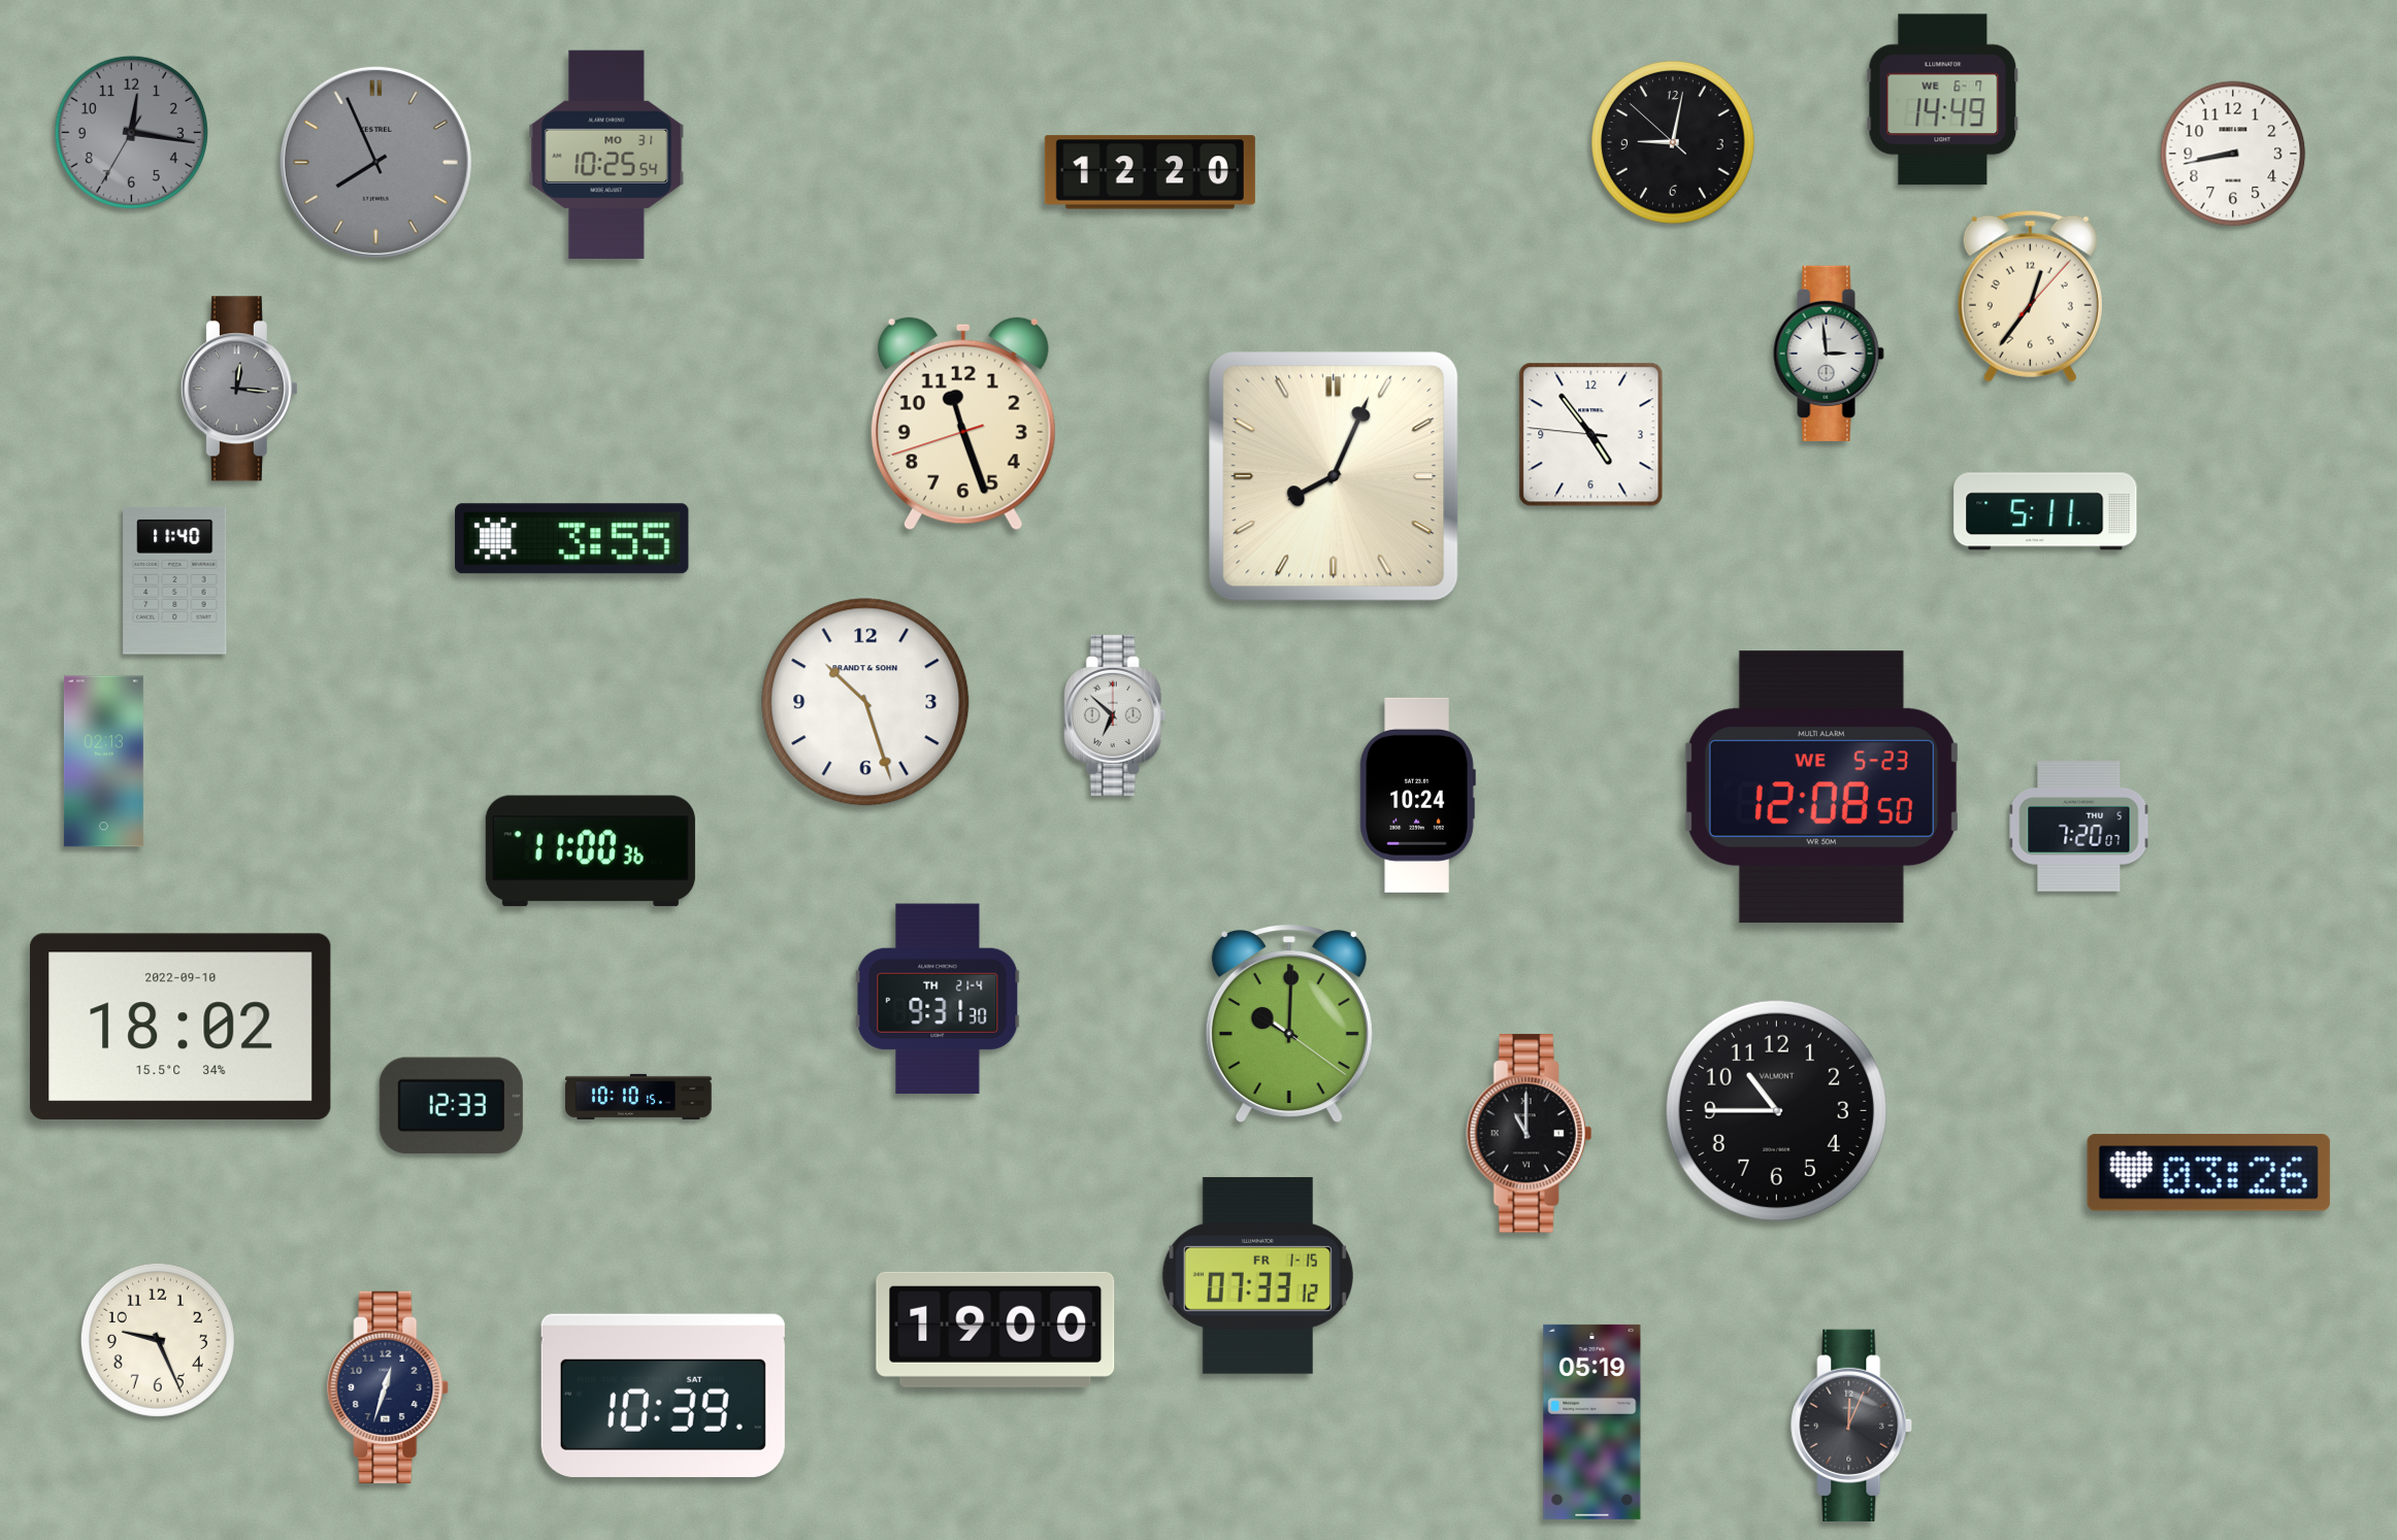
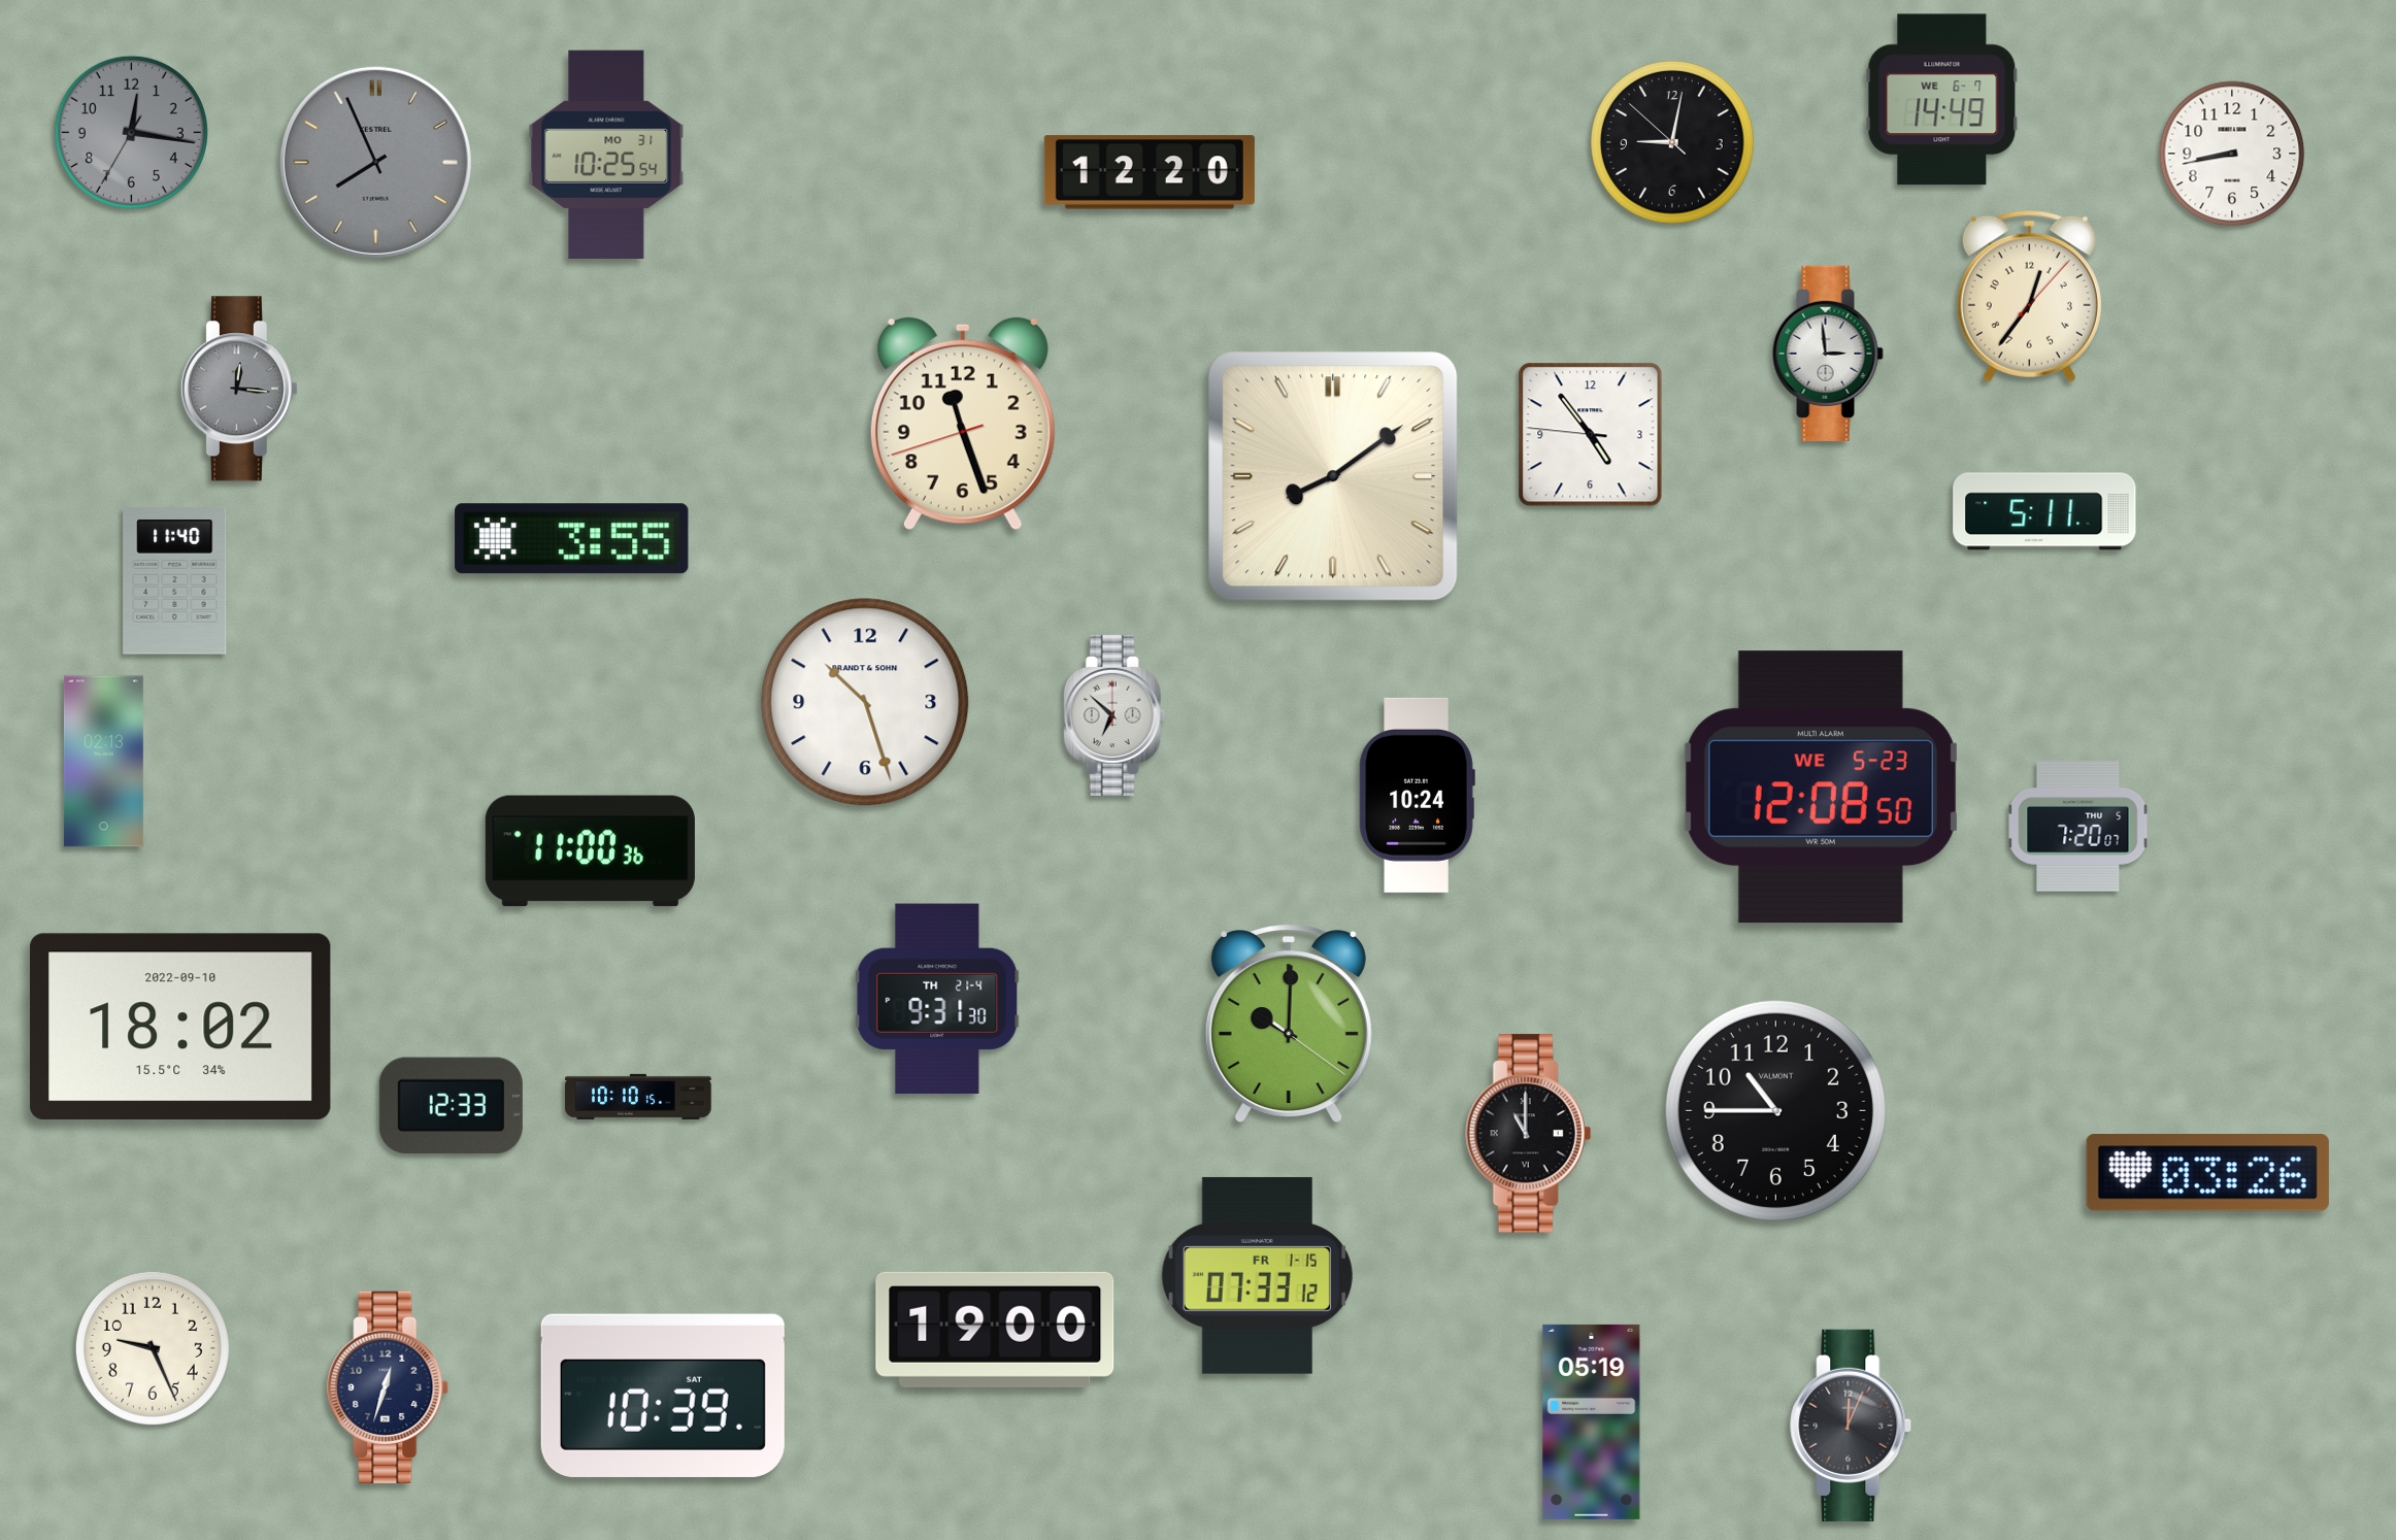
clock at (1334, 476): 8:04 -> 8:09
clock at (158, 1340) position: (158, 1340) -> (153, 1348)
